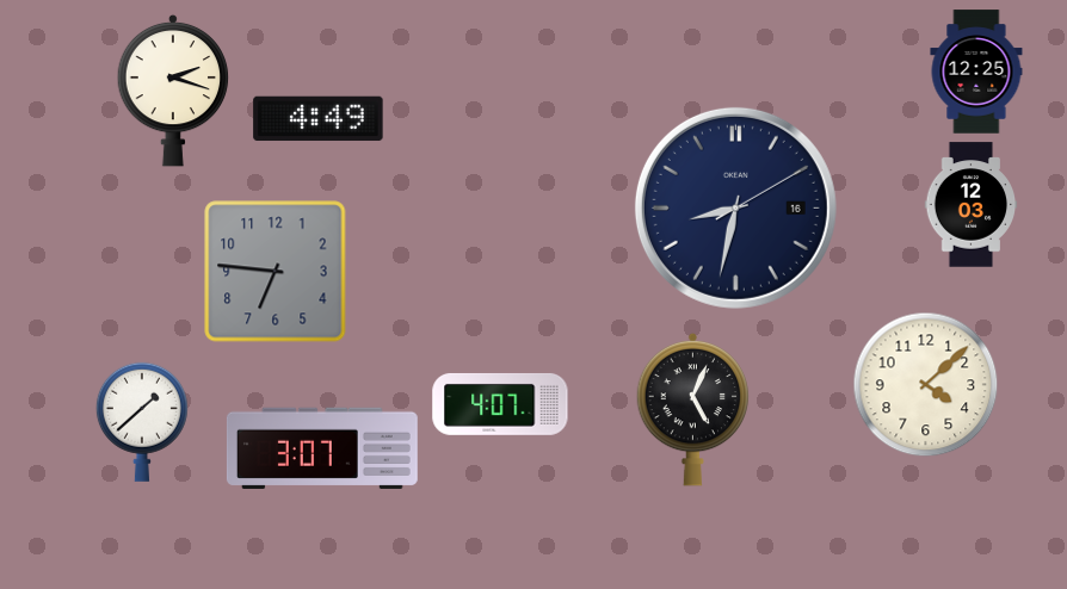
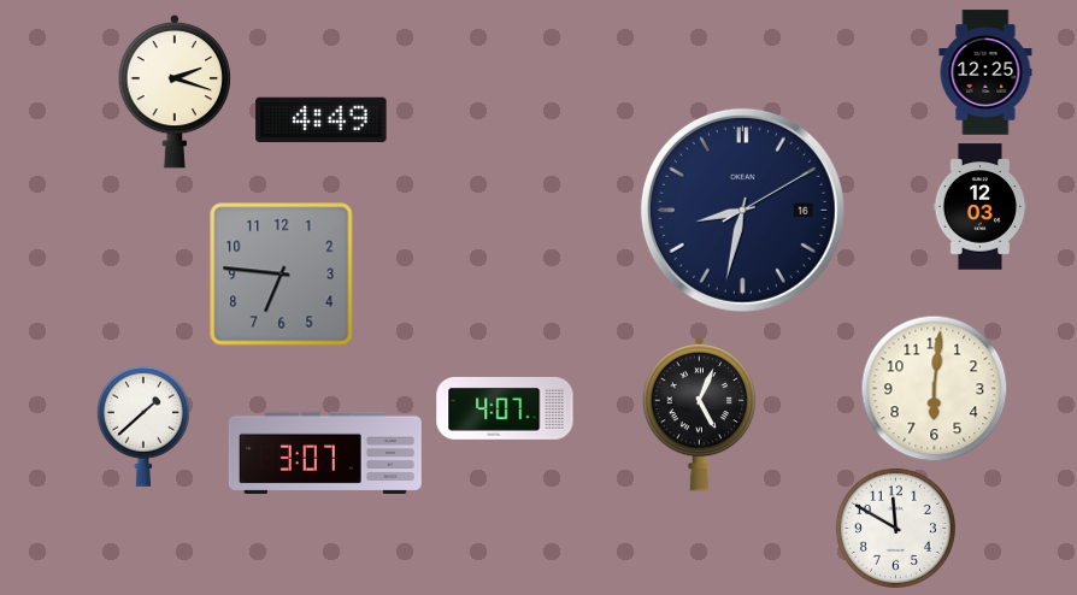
clock at (276, 272) position: (276, 272) -> (282, 275)
clock at (925, 384): 4:08 -> 6:01
clock at (895, 528): none -> 11:50
